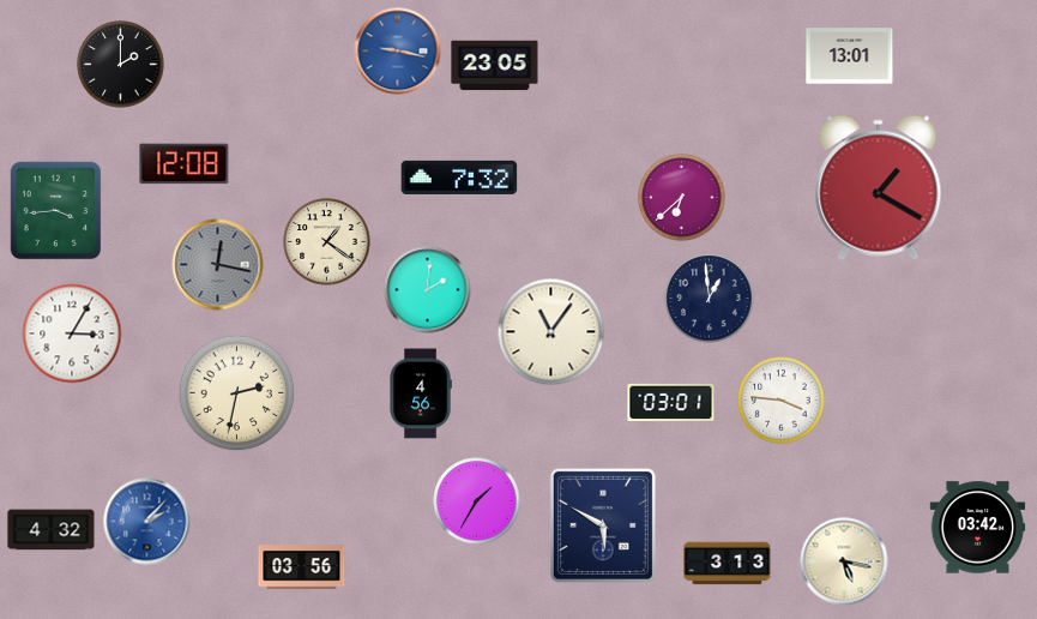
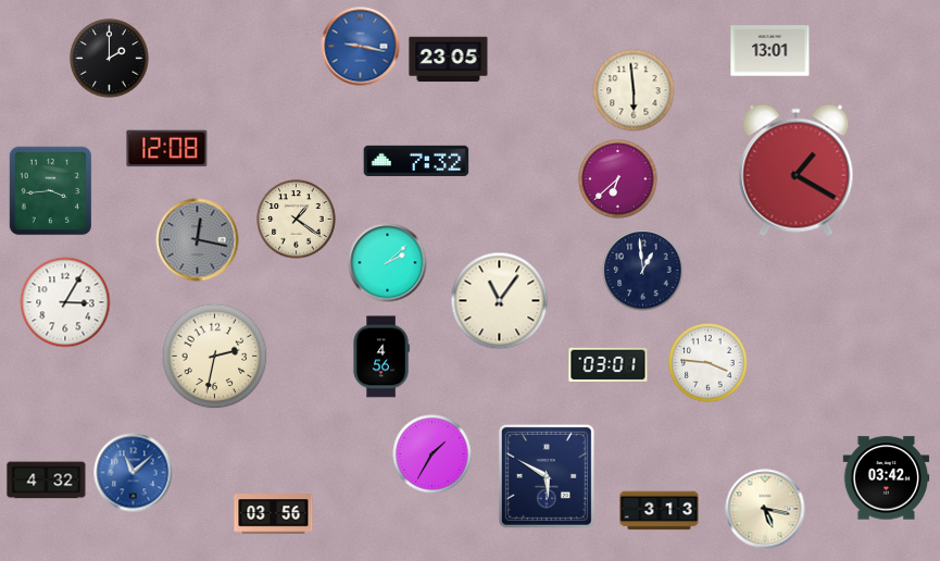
clock at (634, 90): none -> 5:59
clock at (428, 290): 2:01 -> 2:08
clock at (147, 522): 2:07 -> 11:08
